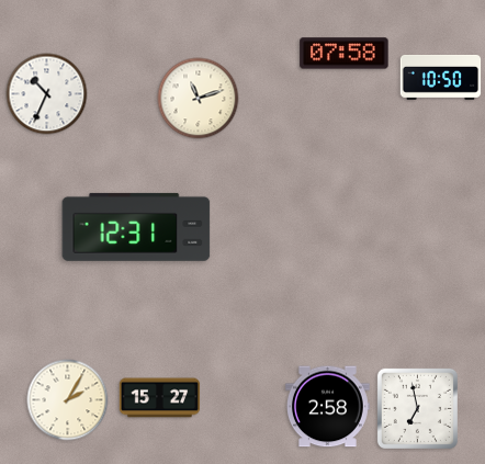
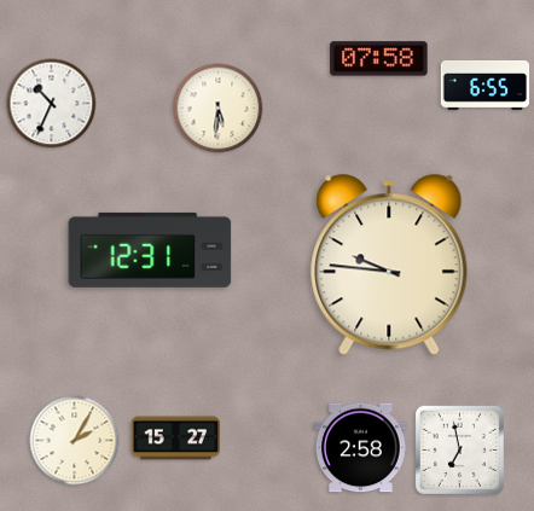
clock at (441, 78): 10:50 -> 6:55
clock at (199, 99): 11:12 -> 5:31
clock at (389, 265): none -> 9:46
